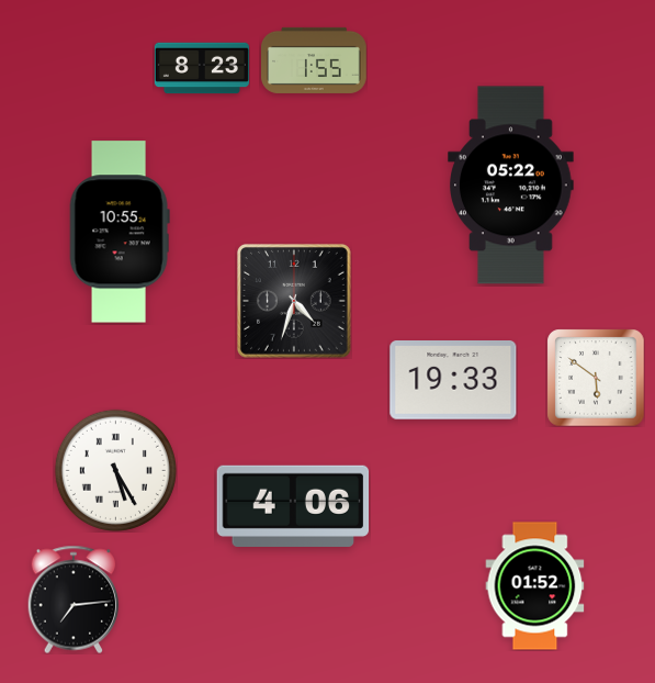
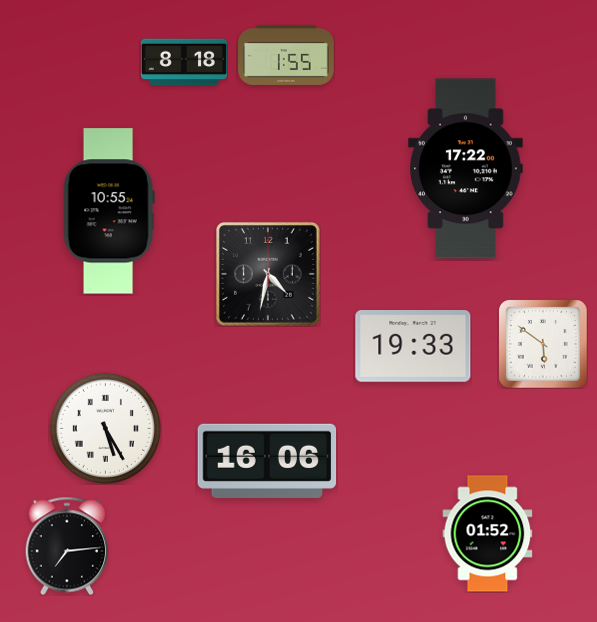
clock at (202, 68): 8:23 -> 8:18
clock at (511, 186): 05:22 -> 17:22
clock at (294, 301): 4:33 -> 4:32
clock at (293, 506): 4:06 -> 16:06
